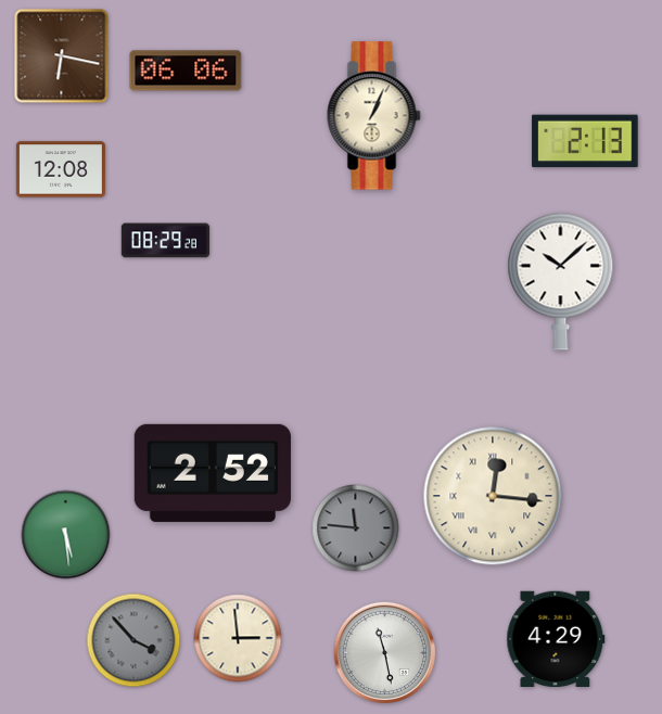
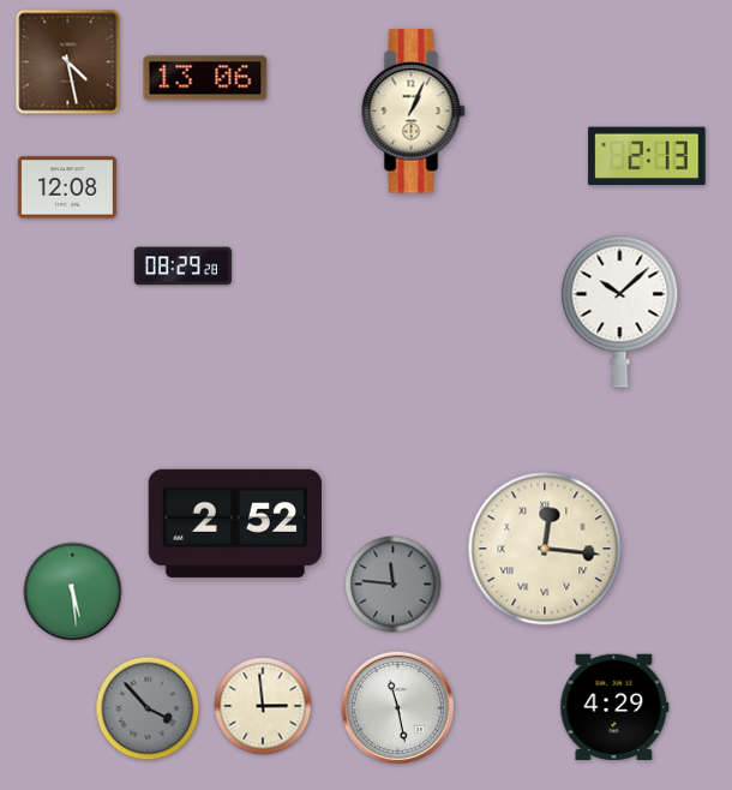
clock at (62, 56): 6:17 -> 4:28
clock at (186, 71): 06:06 -> 13:06
clock at (374, 116) position: (374, 116) -> (414, 112)
clock at (384, 652) position: (384, 652) -> (397, 707)
